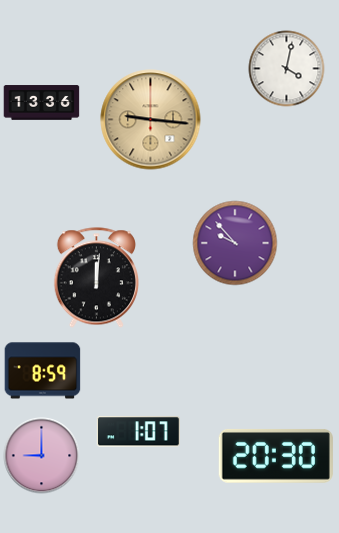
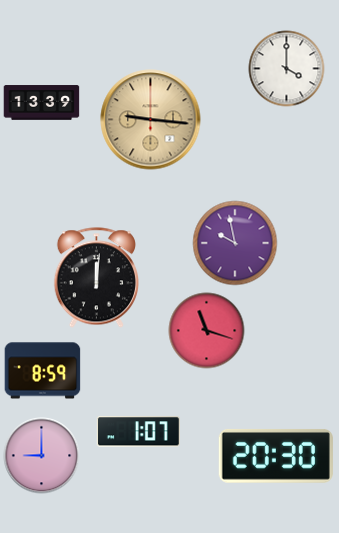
clock at (287, 69): 4:02 -> 4:00
clock at (42, 103): 13:36 -> 13:39
clock at (235, 243): 9:53 -> 9:58
clock at (207, 331): none -> 11:18
